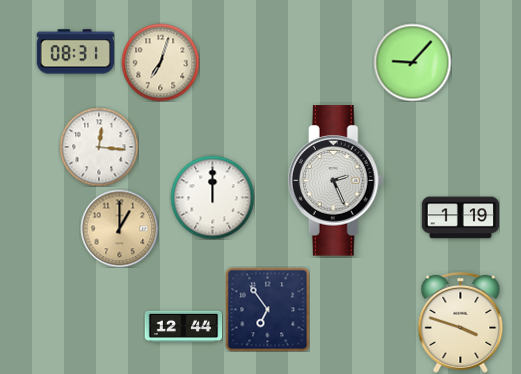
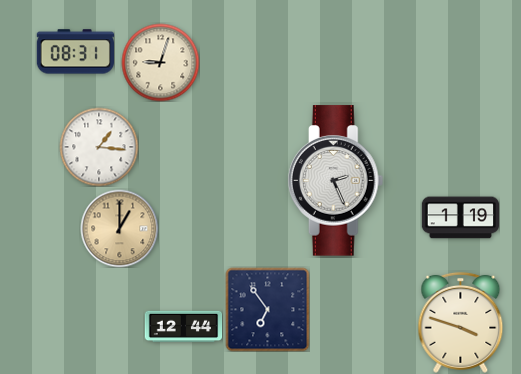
clock at (160, 62): 7:03 -> 9:03
clock at (412, 62): 9:07 -> none
clock at (99, 147): 12:16 -> 1:16
clock at (212, 197): 12:00 -> none
